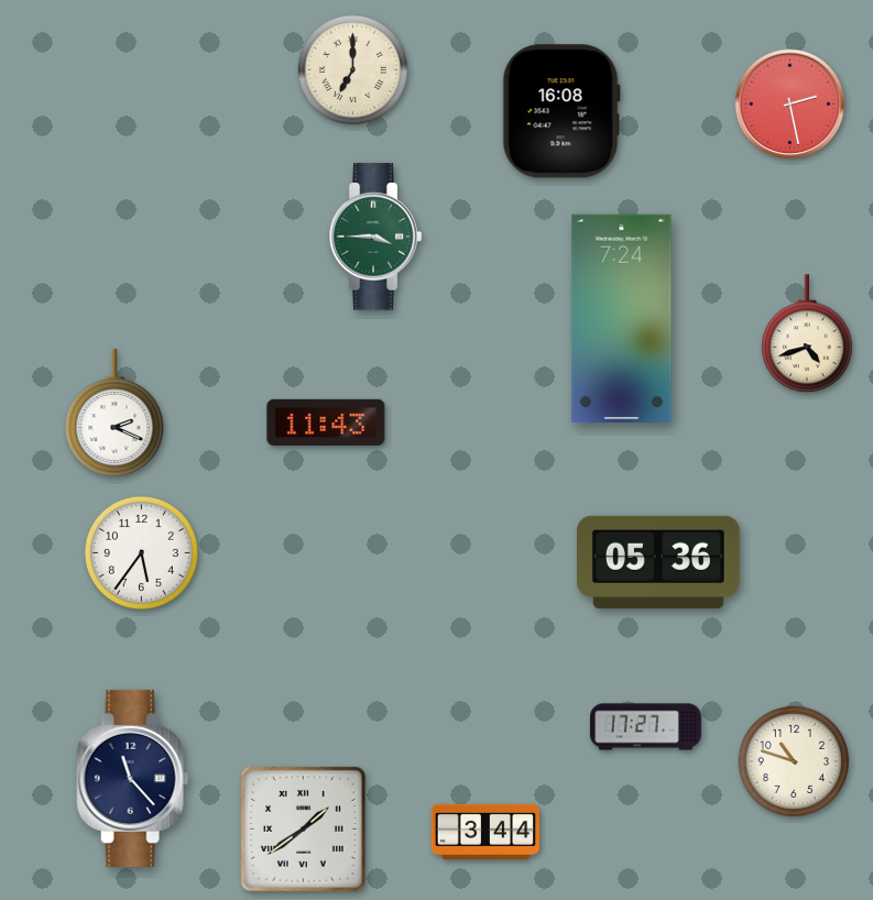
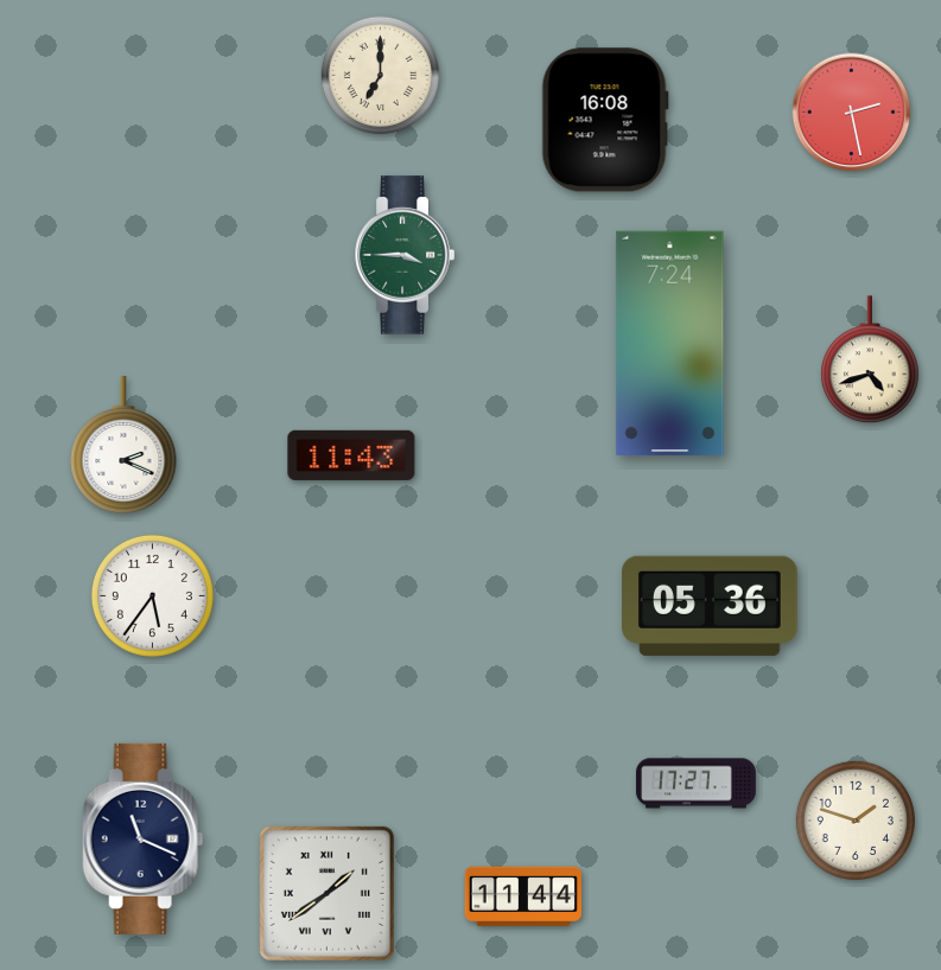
clock at (794, 761): 10:48 -> 1:48
clock at (133, 778): 11:23 -> 11:19
clock at (485, 832): 3:44 -> 11:44
